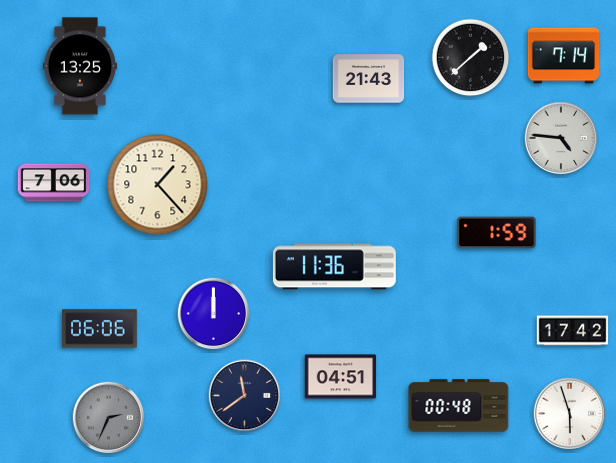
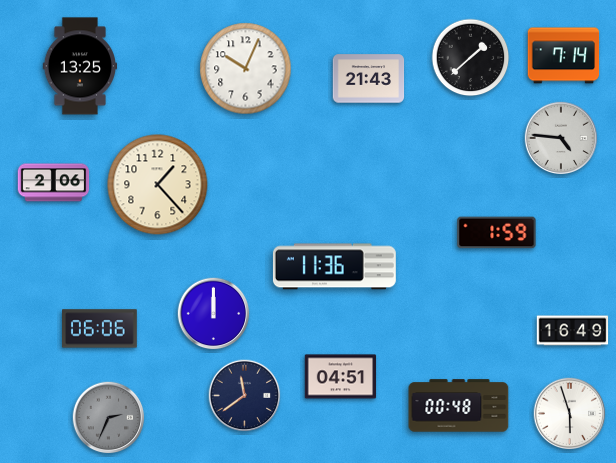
clock at (246, 69): none -> 10:04
clock at (54, 183): 7:06 -> 2:06
clock at (573, 331): 17:42 -> 16:49
